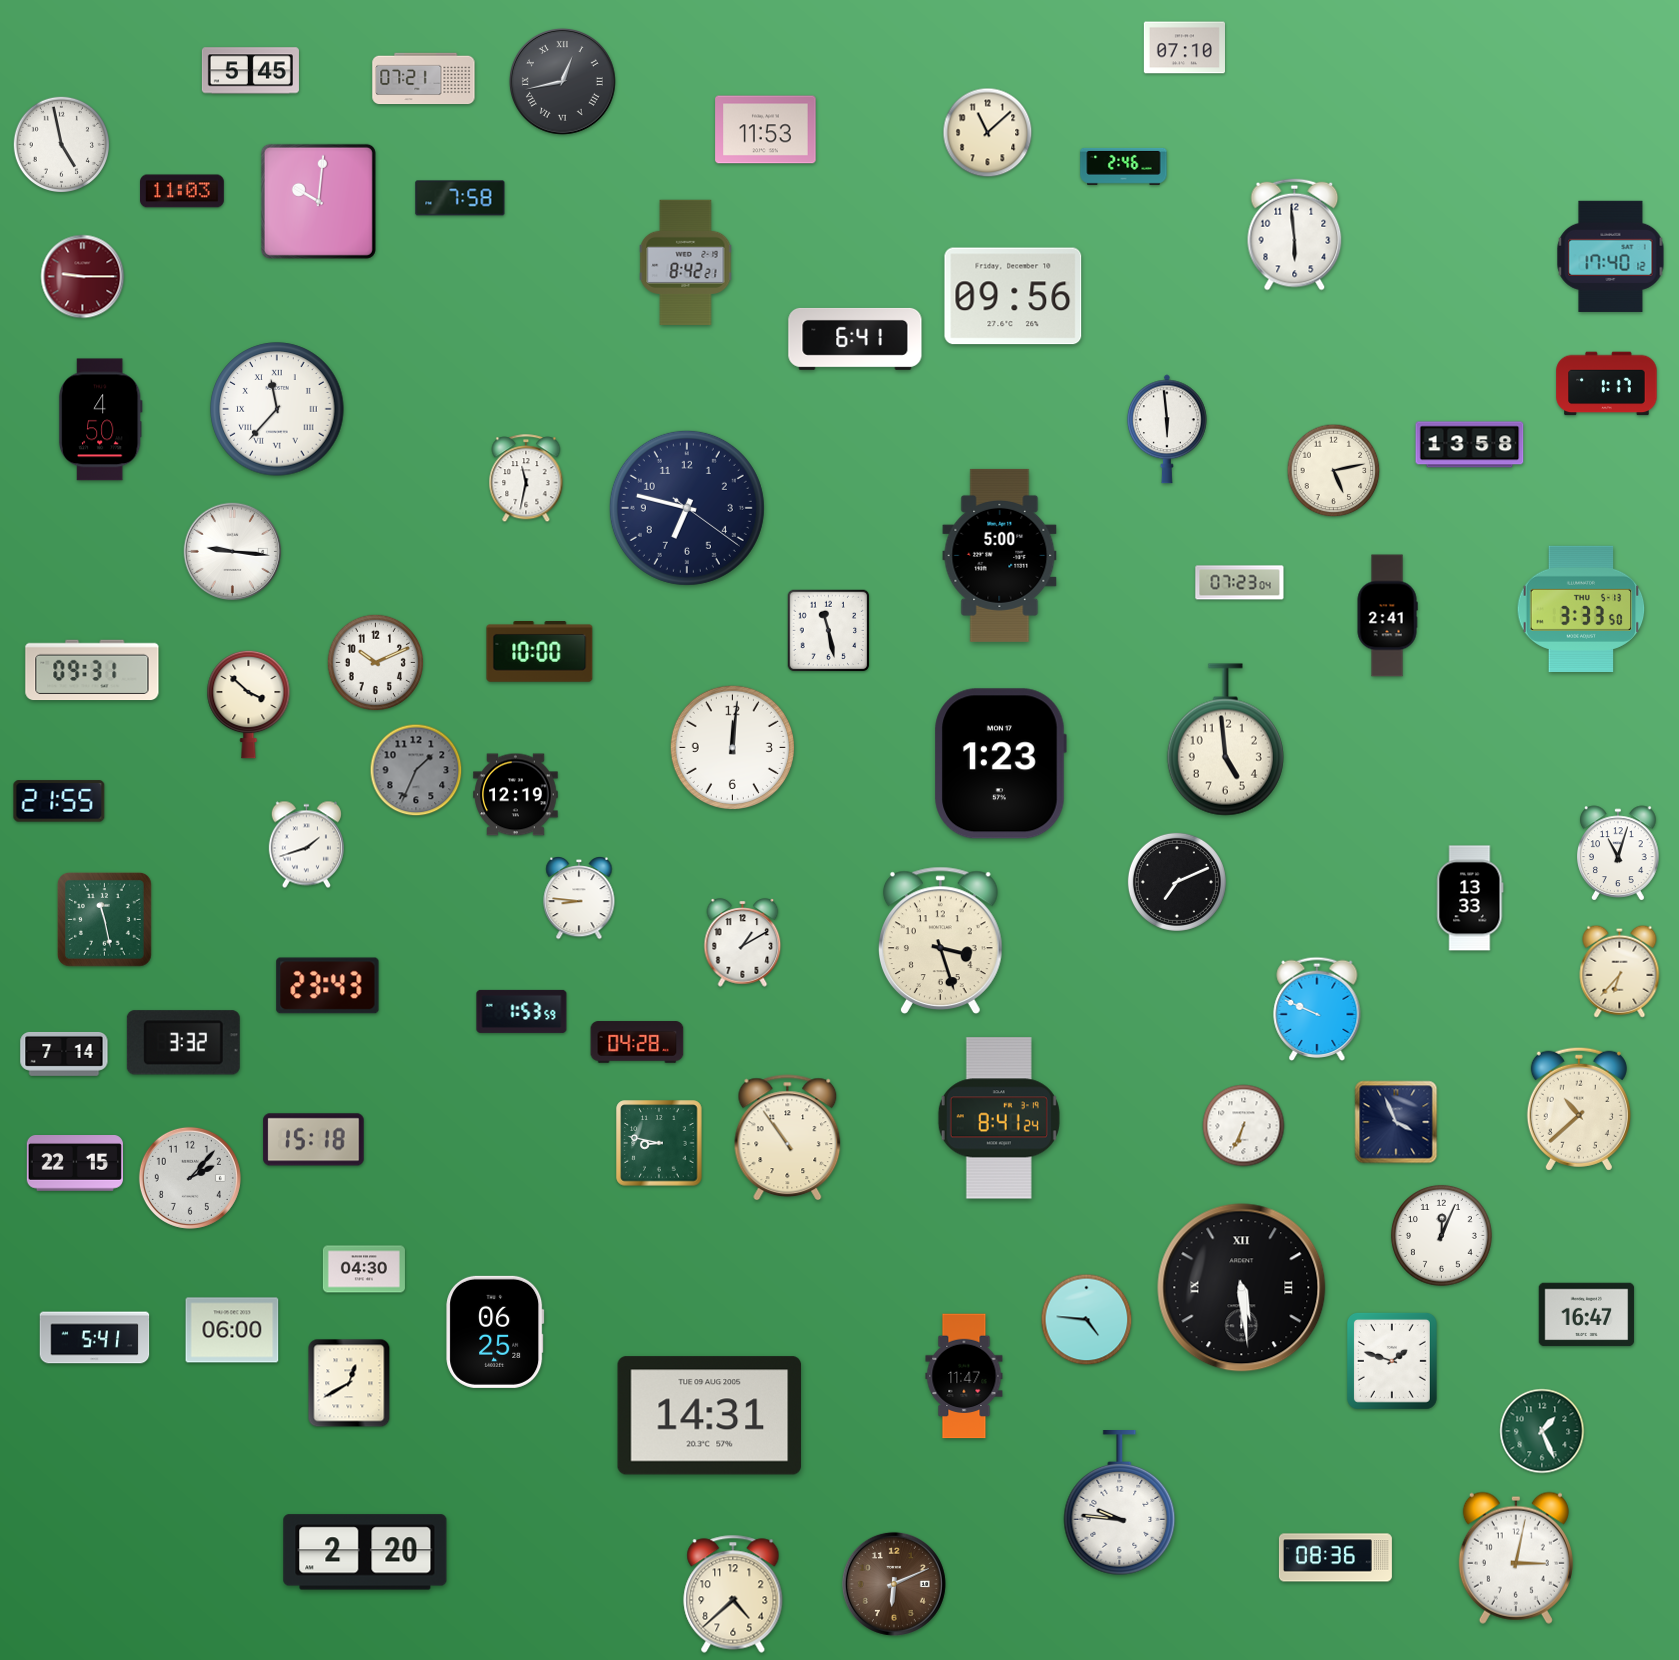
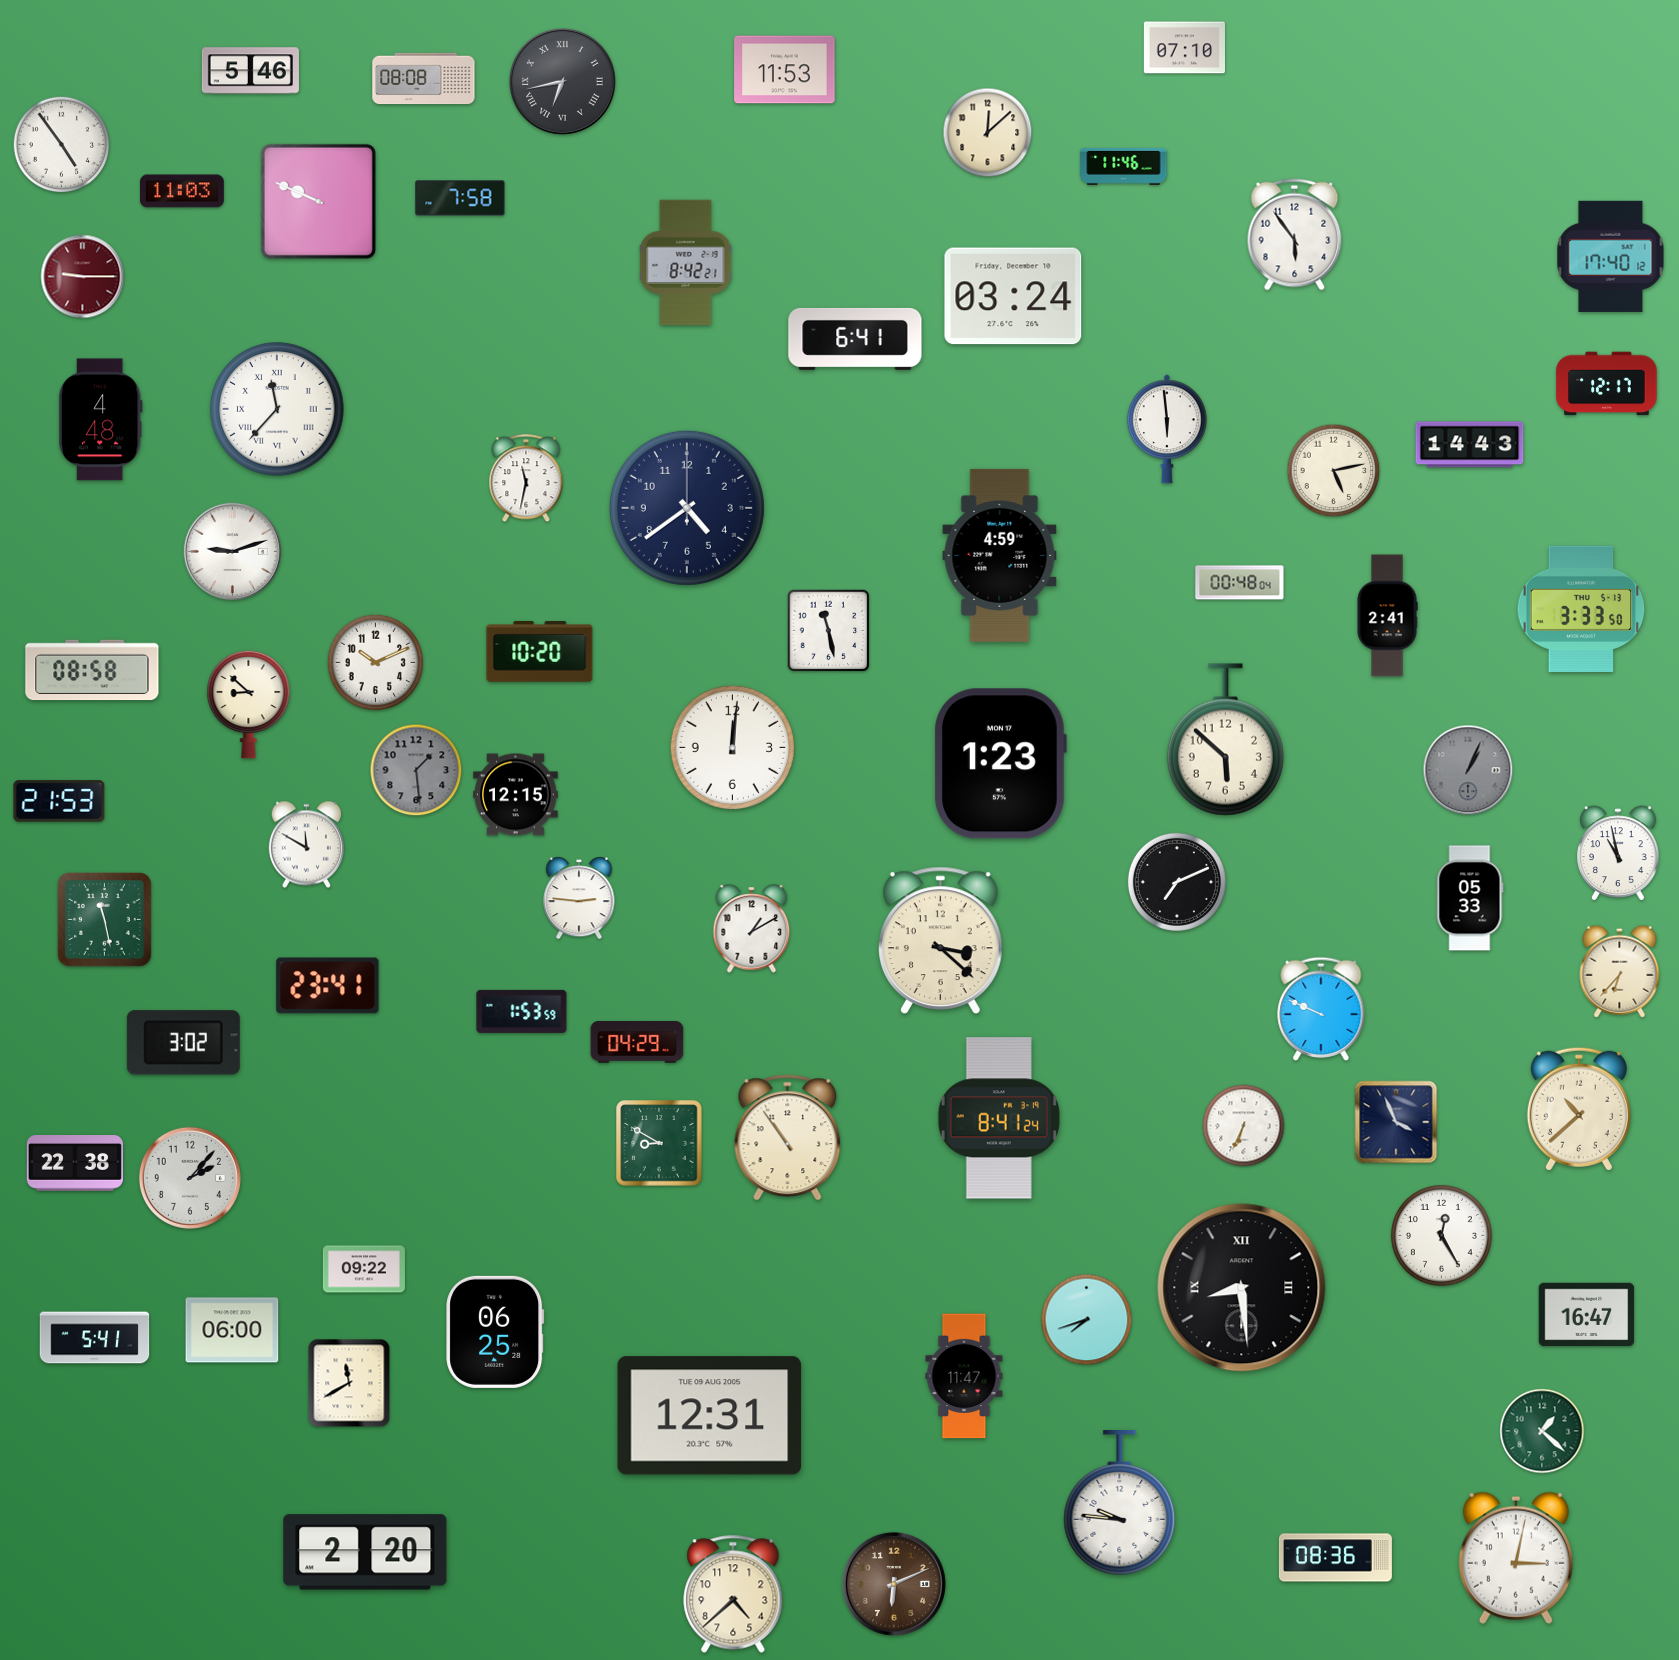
clock at (250, 71): 5:45 -> 5:46
clock at (424, 79): 07:21 -> 08:08
clock at (562, 81): 12:43 -> 6:43
clock at (766, 130) position: (766, 130) -> (785, 70)
clock at (988, 133): 11:08 -> 12:08
clock at (61, 144): 4:58 -> 4:54
clock at (1124, 166): 2:46 -> 11:46
clock at (318, 201): 10:01 -> 9:49
clock at (1295, 235): 5:59 -> 5:54
clock at (1013, 296): 09:56 -> 03:24
clock at (1607, 384): 1:17 -> 12:17
clock at (100, 420): 4:50 -> 4:48
clock at (1470, 445): 13:58 -> 14:43
clock at (687, 508): 6:47 -> 4:39
clock at (233, 552): 9:16 -> 9:12
clock at (1000, 555): 5:00 -> 4:59
clock at (1240, 583): 07:23 -> 00:48
clock at (540, 652): 10:00 -> 10:20
clock at (92, 670): 09:31 -> 08:58
clock at (249, 704): 3:52 -> 8:52
clock at (1225, 740): 4:59 -> 5:52
clock at (416, 770): 1:34 -> 1:29
clock at (1468, 770): none -> 1:04
clock at (516, 795): 12:19 -> 12:15
clock at (59, 801): 21:55 -> 21:53
clock at (306, 845): 1:42 -> 11:50
clock at (1619, 853): 11:03 -> 10:58
clock at (579, 898): 8:46 -> 2:46
clock at (1470, 898): 13:33 -> 05:33
clock at (940, 940): 3:27 -> 3:22
clock at (743, 943) position: (743, 943) -> (752, 929)
clock at (328, 986): 23:43 -> 23:41
clock at (1317, 1008) position: (1317, 1008) -> (1321, 1008)
clock at (637, 1042): 04:28 -> 04:29
clock at (183, 1043): 3:32 -> 3:02
clock at (64, 1054): 7:14 -> none
clock at (314, 1140): 15:18 -> none
clock at (659, 1143): 8:47 -> 8:50
clock at (75, 1164): 22:15 -> 22:38
clock at (1441, 1235): 12:04 -> 12:25
clock at (364, 1269): 04:30 -> 09:22
clock at (1242, 1288): 5:29 -> 8:29
clock at (1087, 1320): 4:46 -> 7:42
clock at (1392, 1361): 1:48 -> none
clock at (349, 1383): 12:40 -> 11:40
clock at (710, 1416): 14:31 -> 12:31
clock at (1542, 1431): 1:26 -> 1:22
